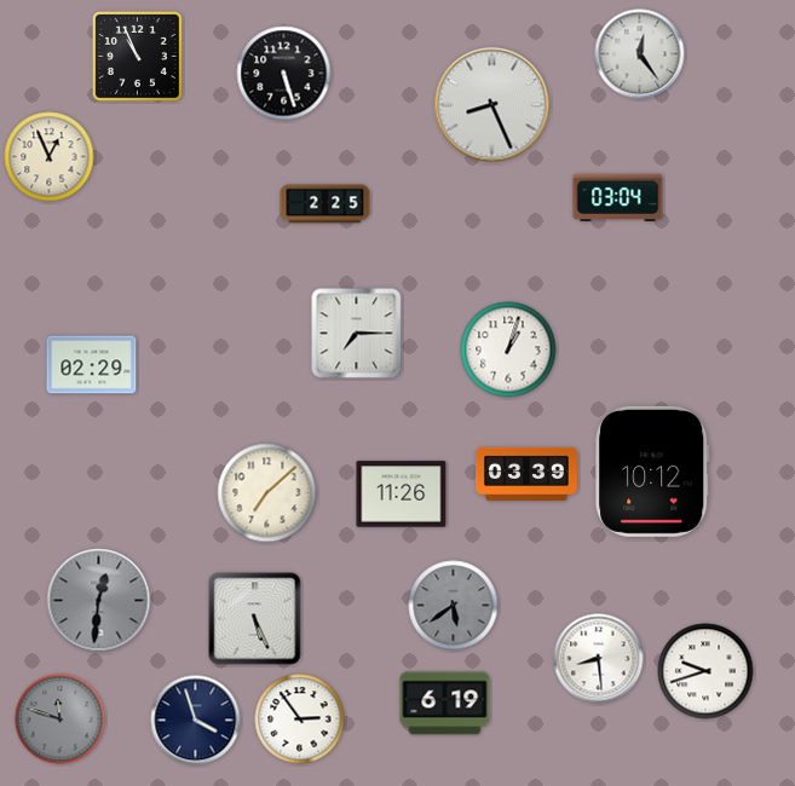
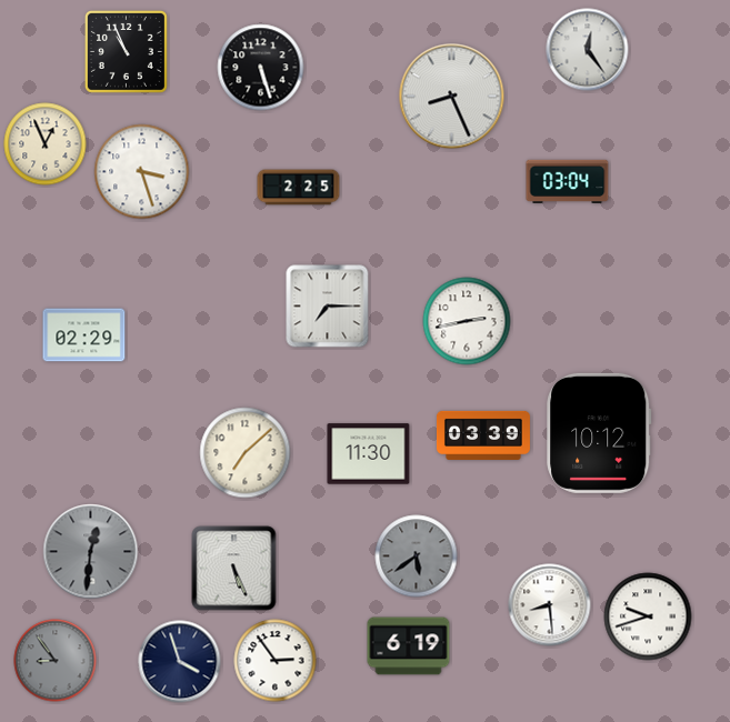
clock at (142, 172): none -> 3:27
clock at (508, 349): 1:03 -> 2:43
clock at (402, 495): 11:26 -> 11:30
clock at (61, 719): 11:48 -> 8:54
